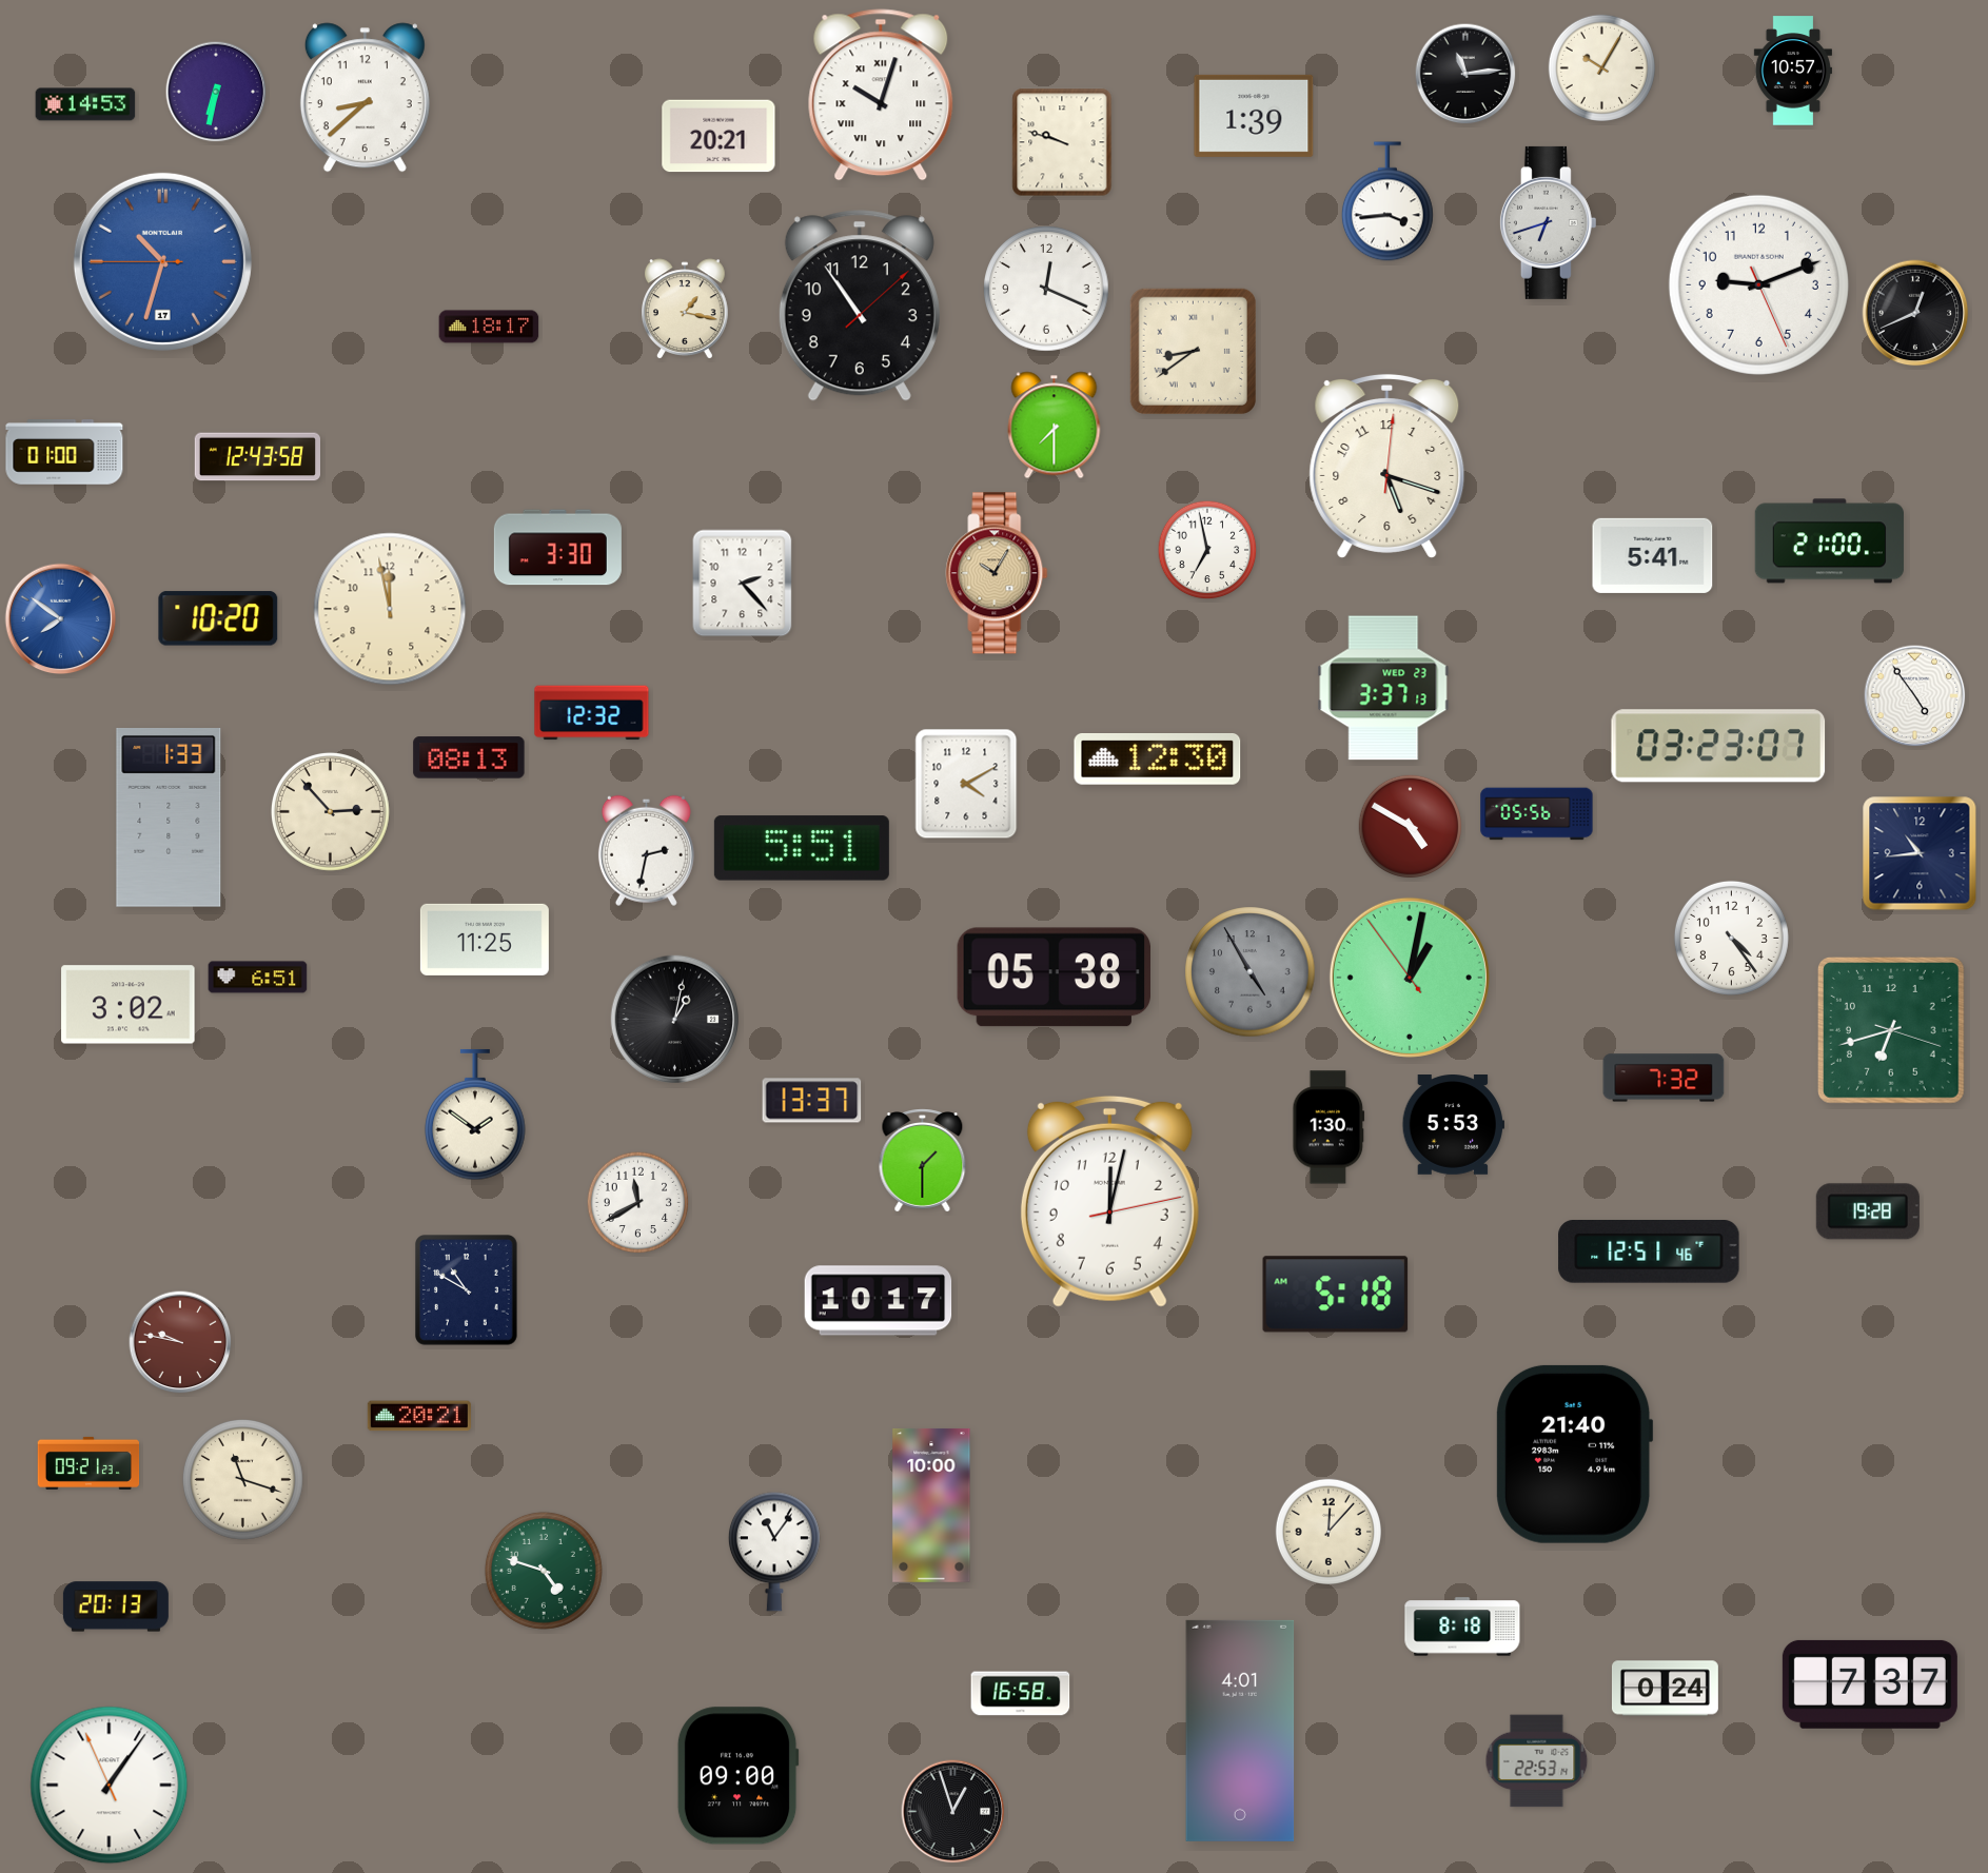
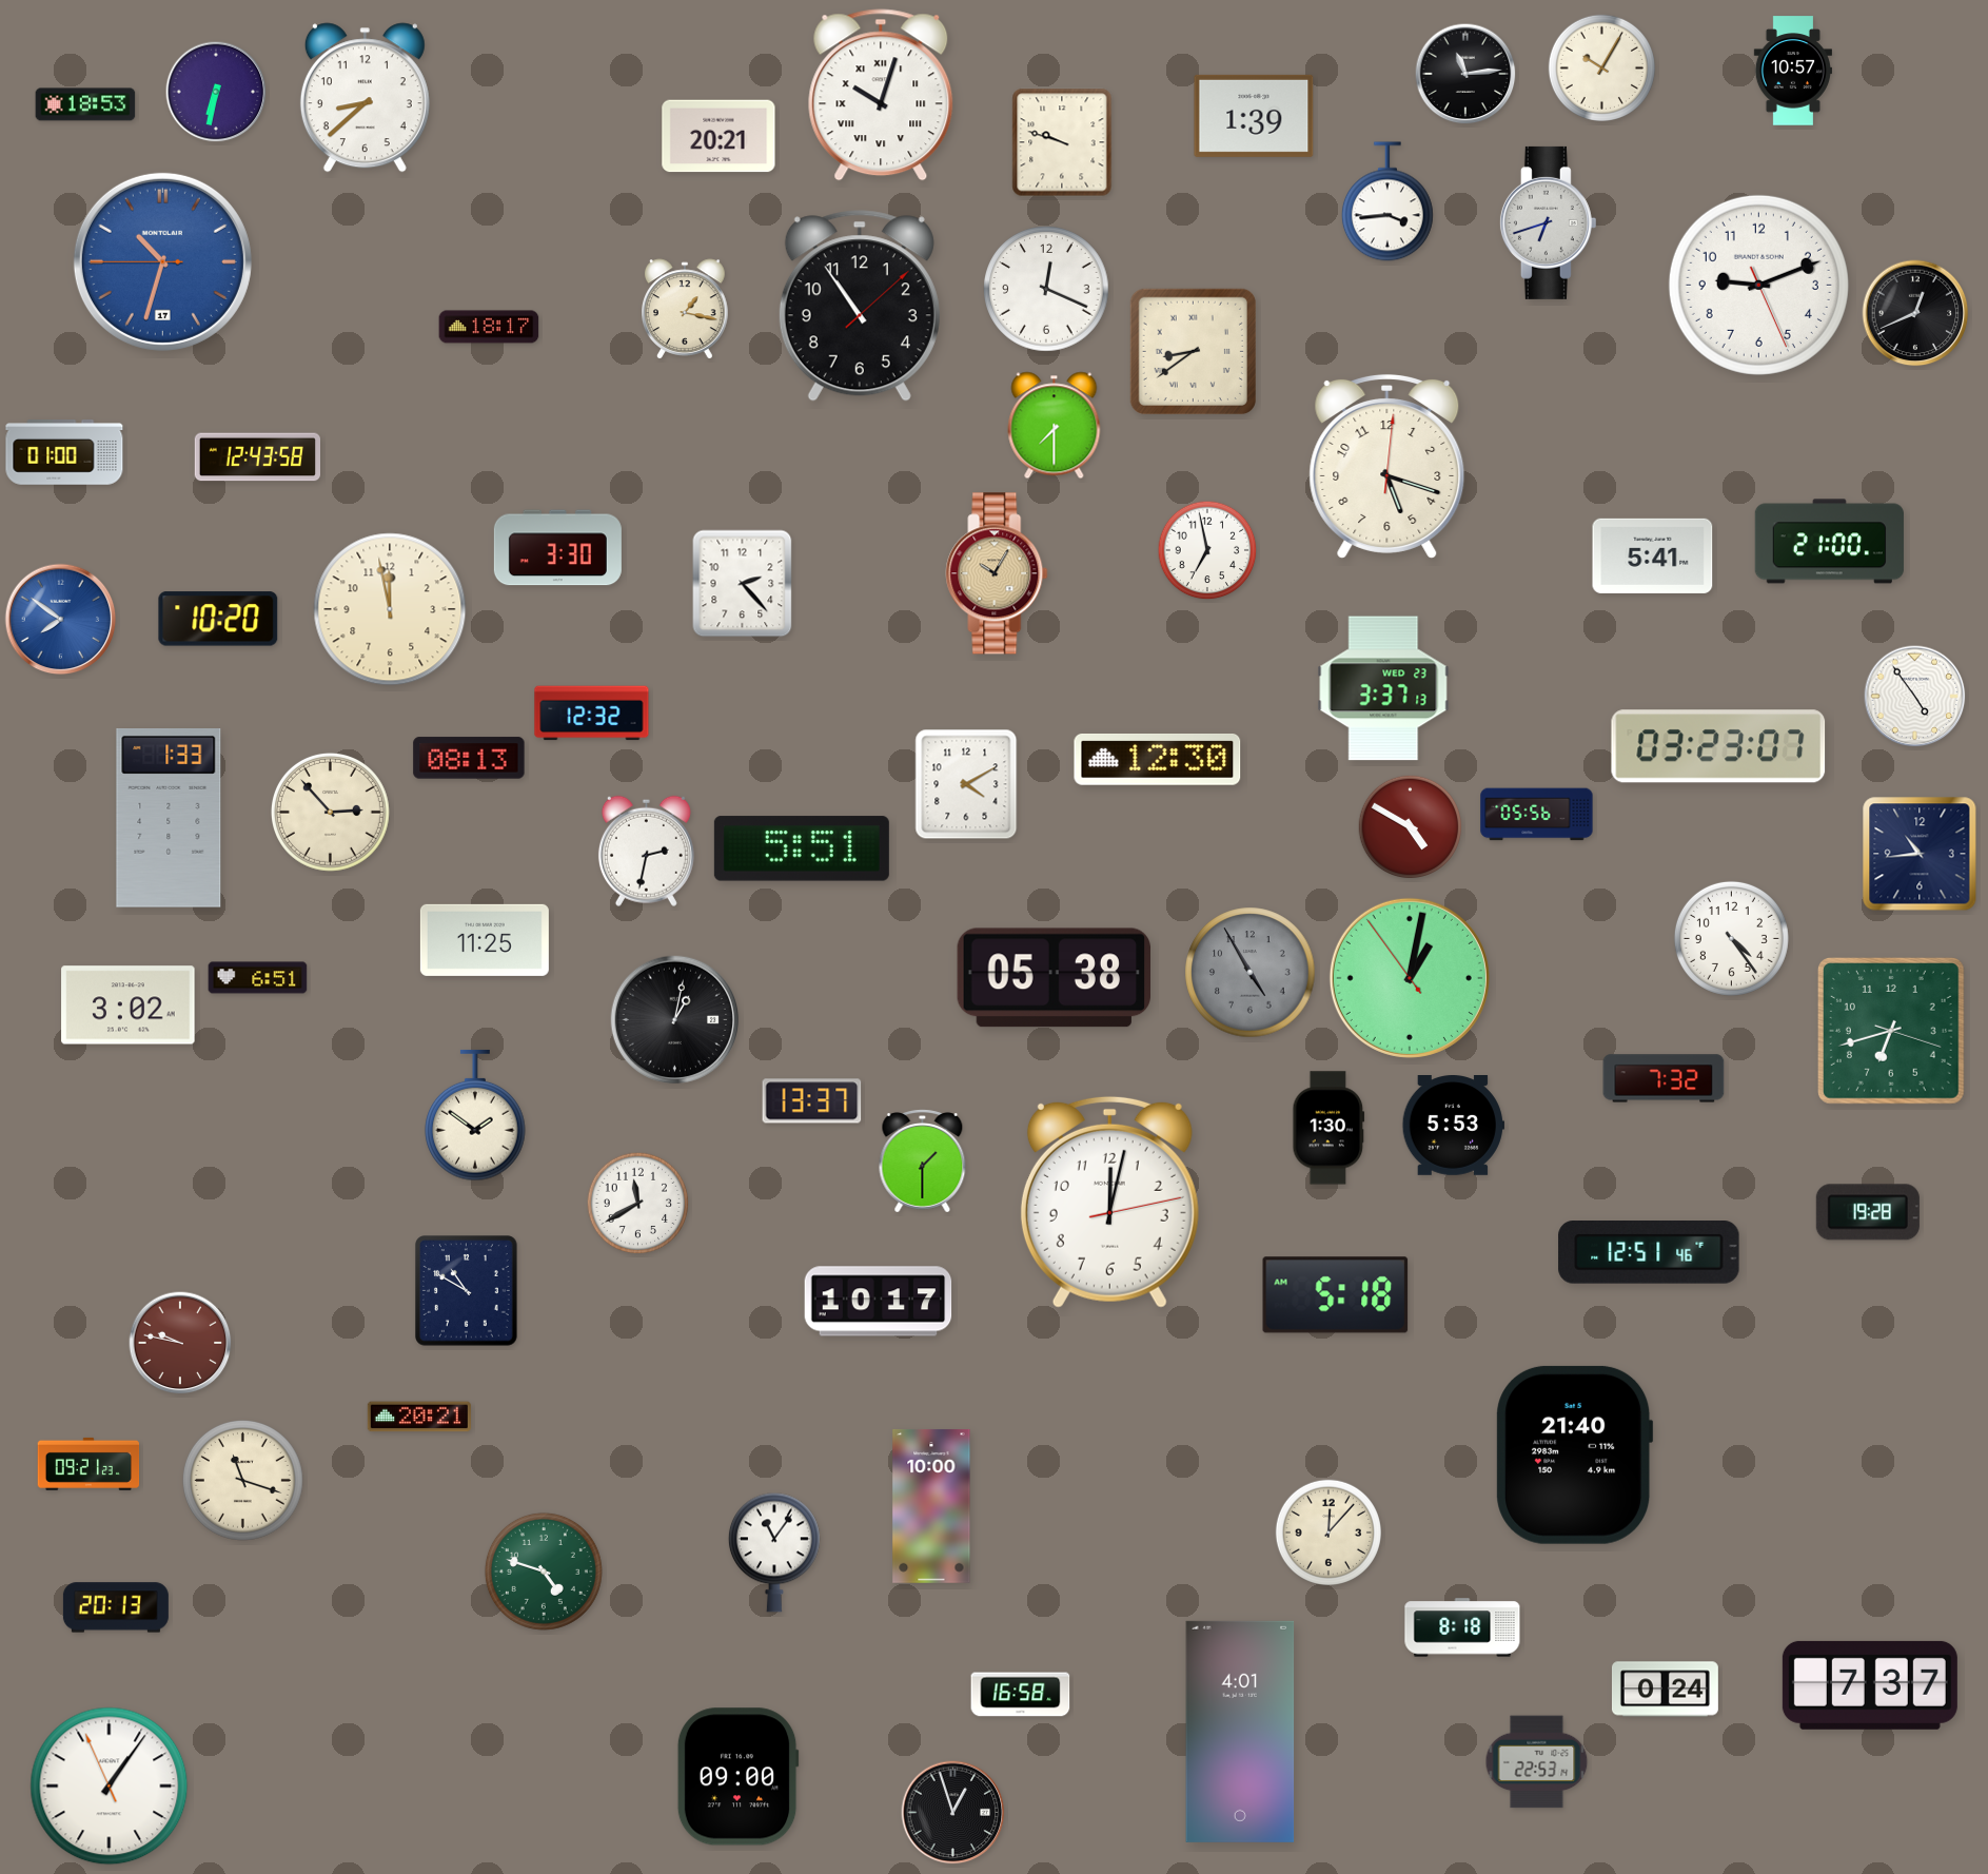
clock at (85, 104): 14:53 -> 18:53
